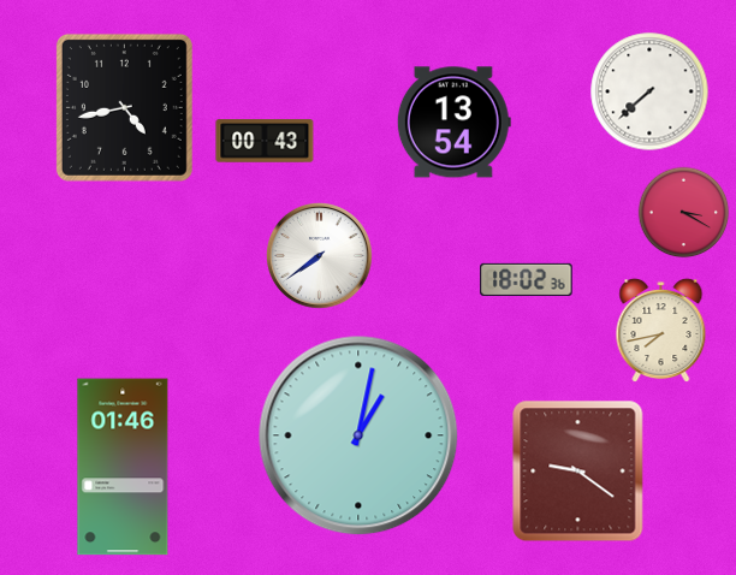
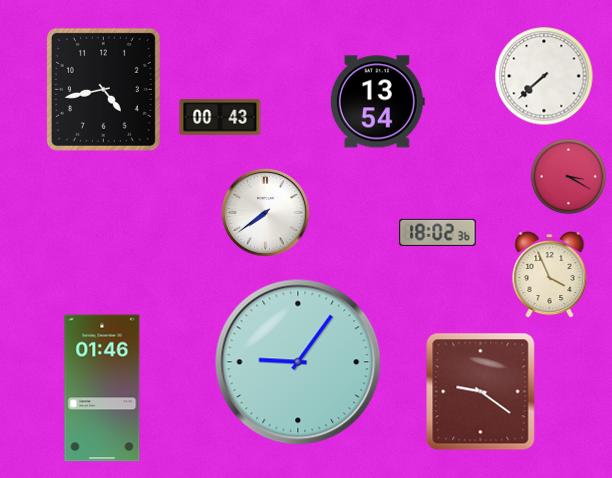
clock at (649, 91) position: (649, 91) -> (544, 76)
clock at (661, 331): 7:43 -> 3:56
clock at (358, 435): 1:02 -> 9:06
